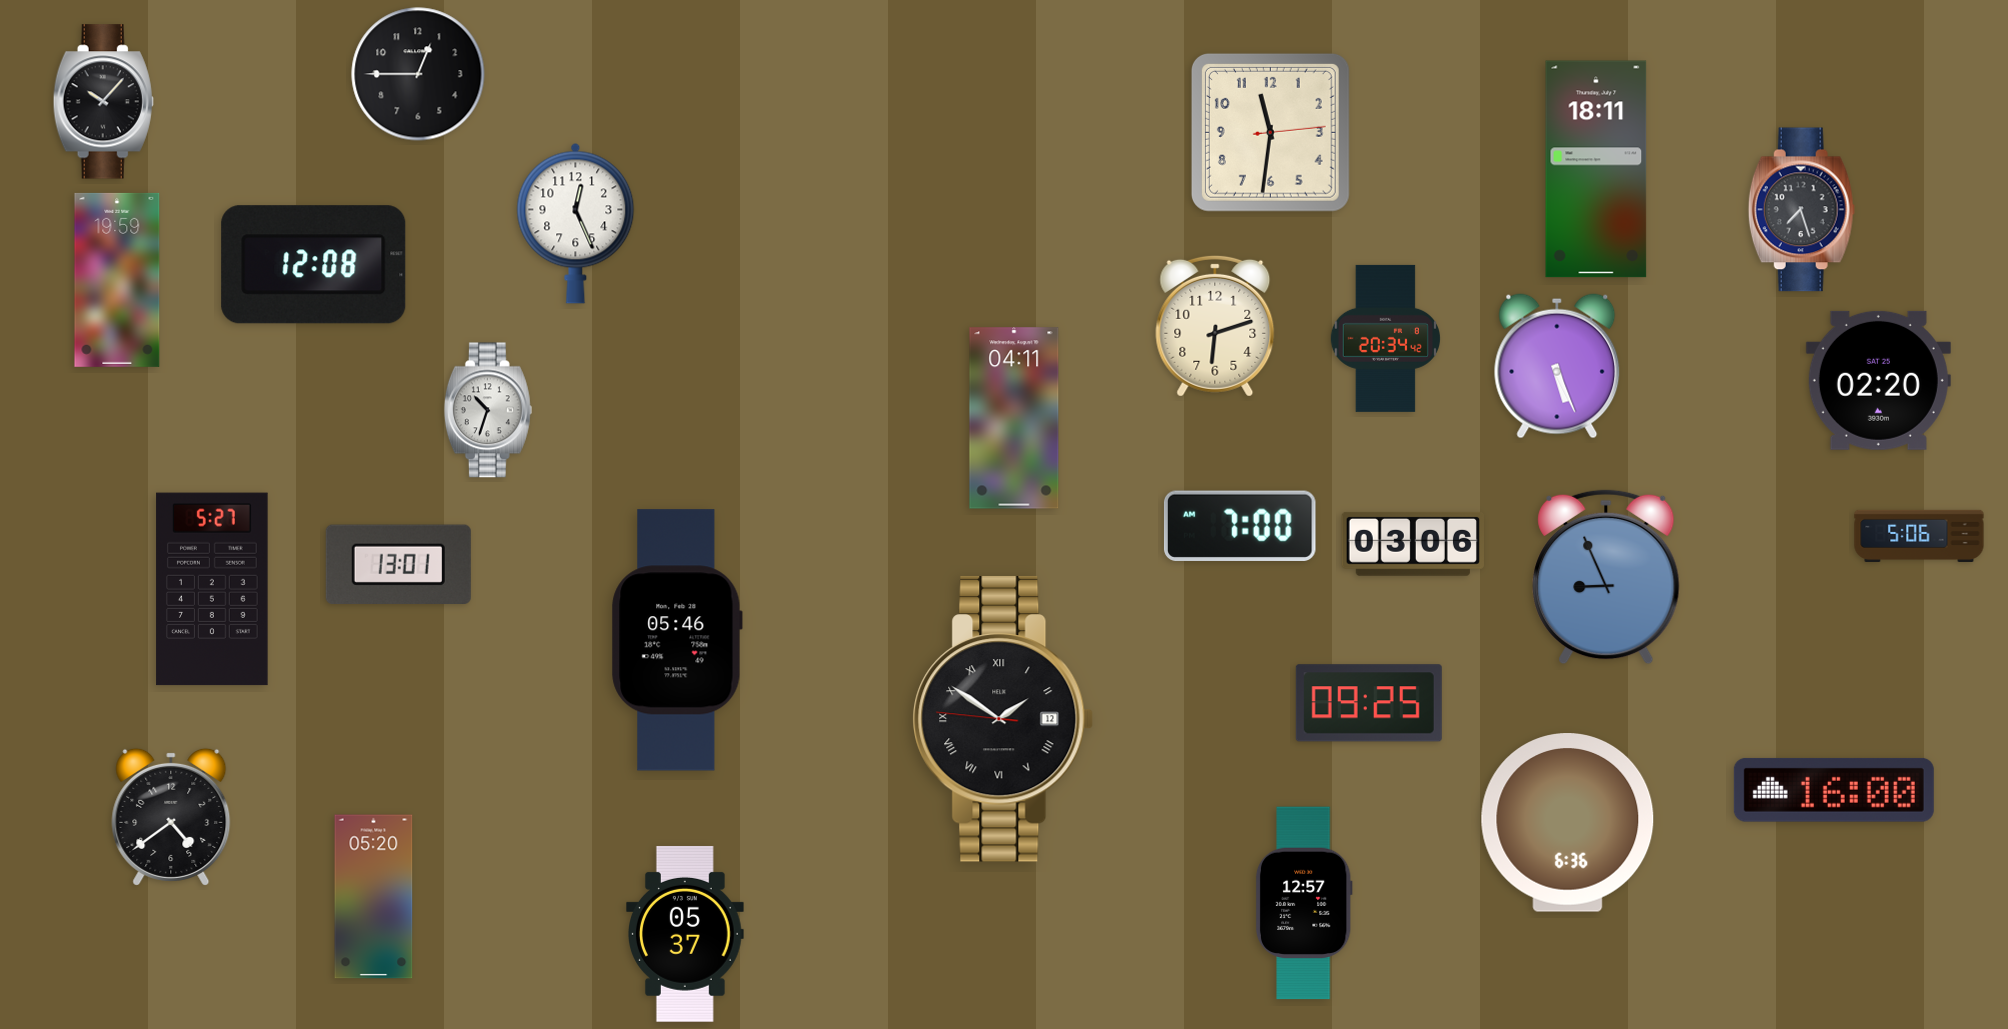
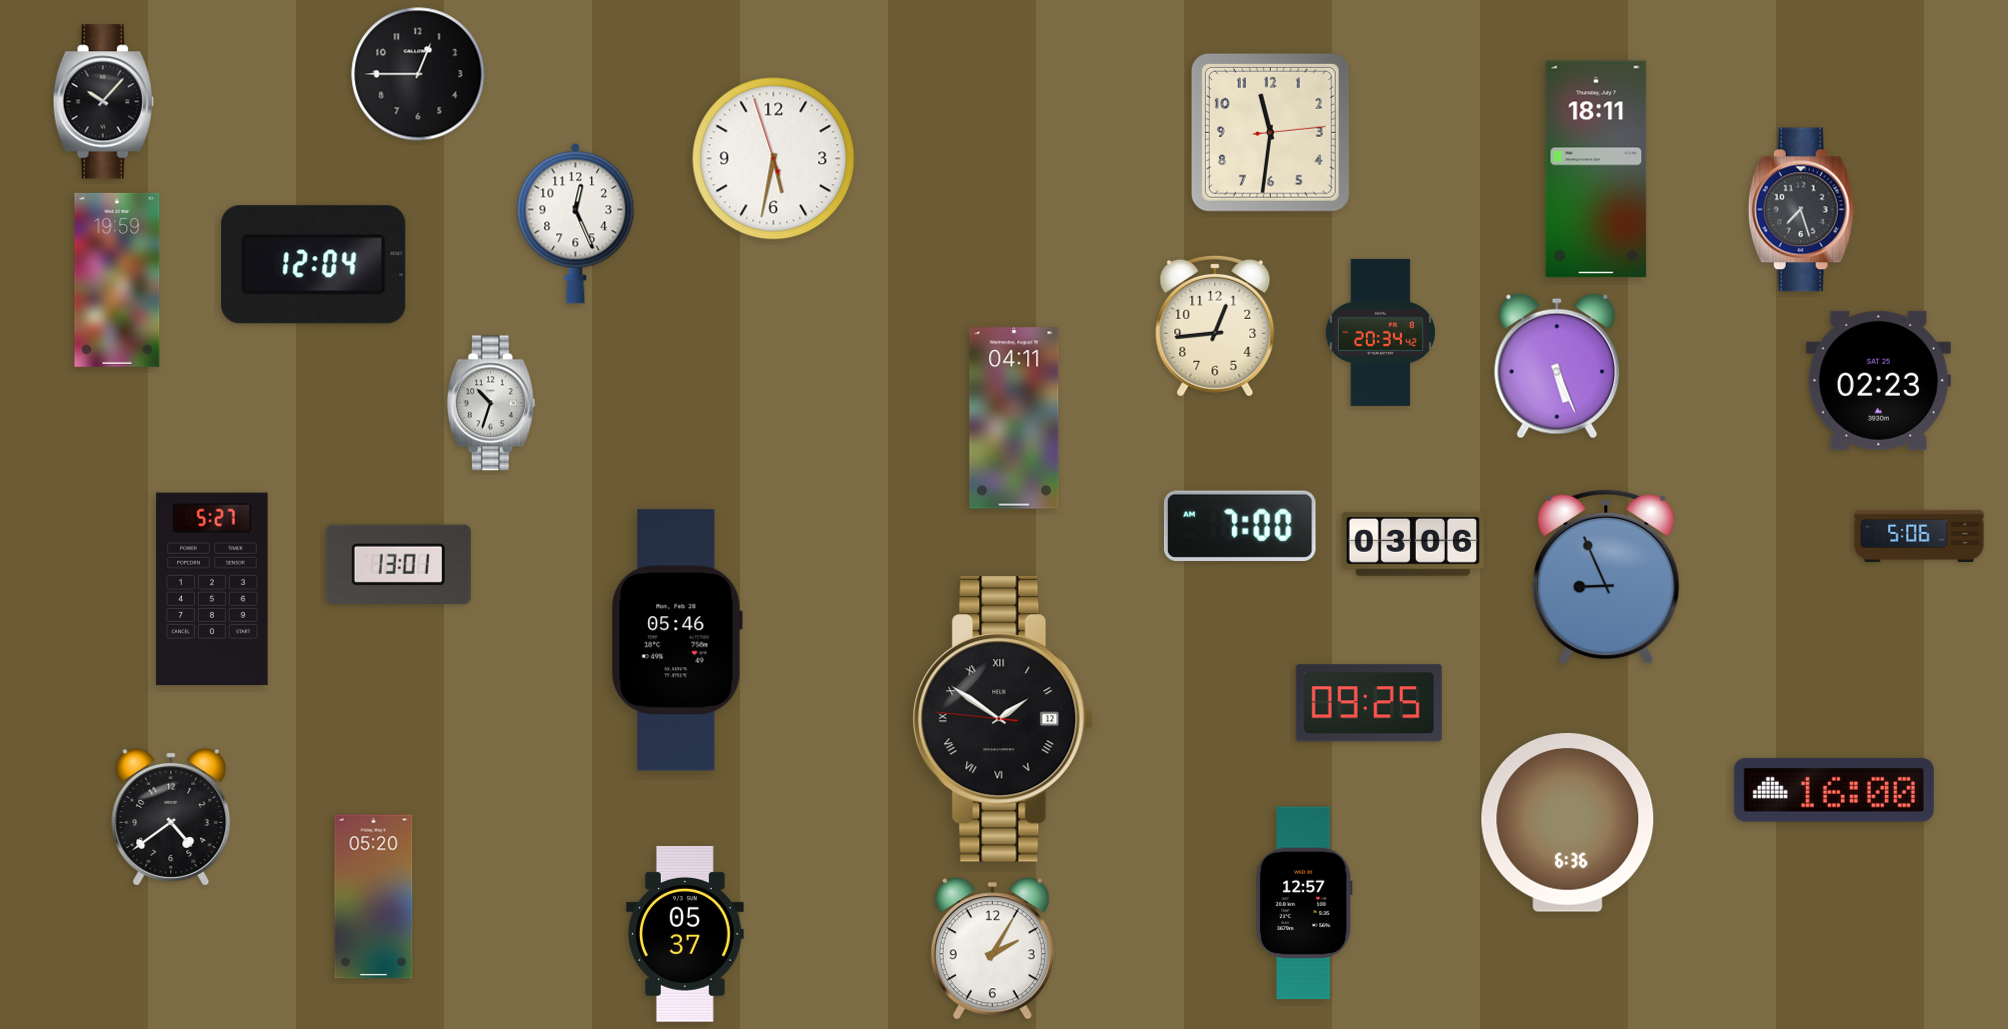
clock at (774, 159): none -> 5:31
clock at (314, 265): 12:08 -> 12:04
clock at (1215, 326): 6:12 -> 12:44
clock at (1385, 338) position: (1385, 338) -> (1380, 332)
clock at (1878, 380): 02:20 -> 02:23
clock at (488, 410) position: (488, 410) -> (491, 403)
clock at (992, 949): none -> 2:05
